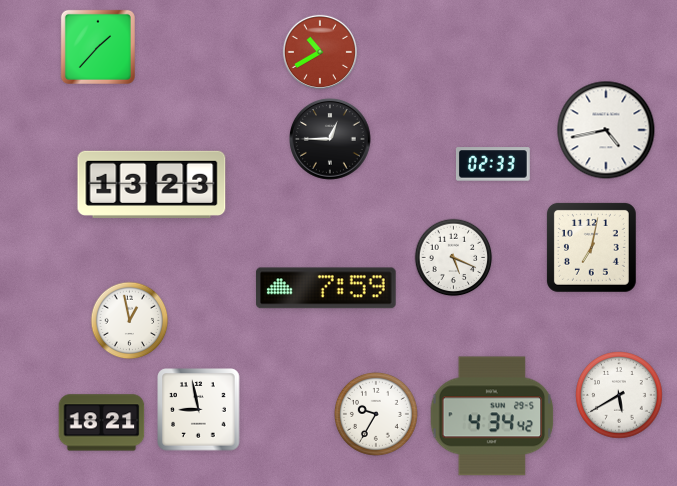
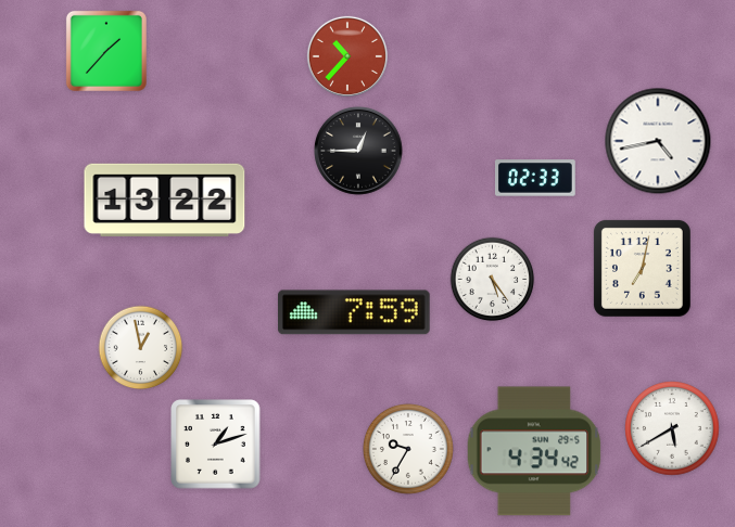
clock at (320, 52): 10:40 -> 10:37
clock at (152, 184): 13:23 -> 13:22
clock at (454, 258): 5:19 -> 5:24
clock at (199, 410): 8:58 -> 1:12
clock at (102, 423): 18:21 -> none
